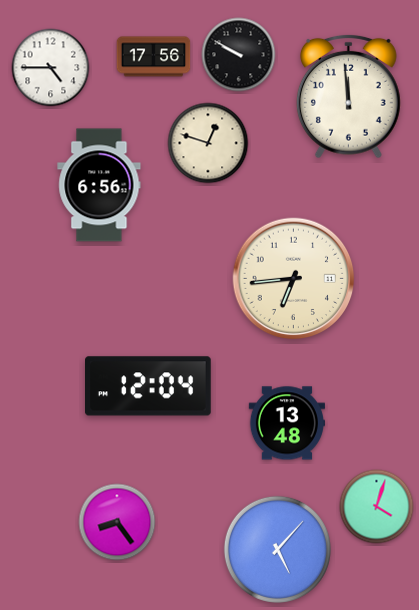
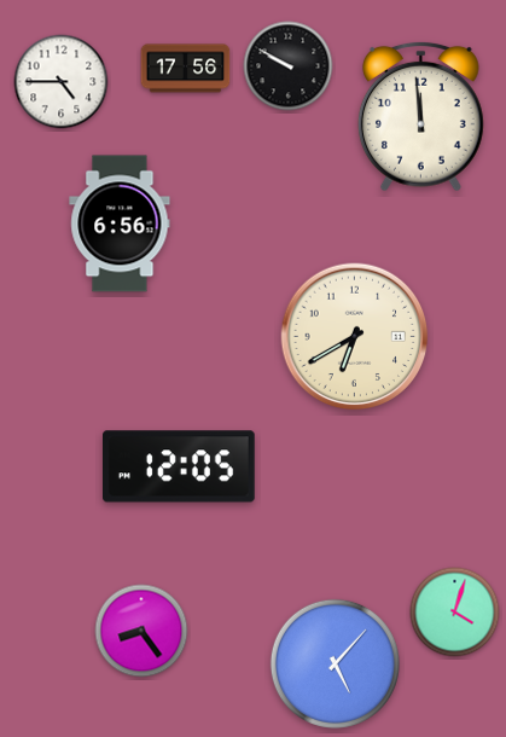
clock at (208, 143): 12:48 -> none
clock at (294, 279): 6:44 -> 6:40
clock at (149, 386): 12:04 -> 12:05
clock at (286, 423): 13:48 -> none
